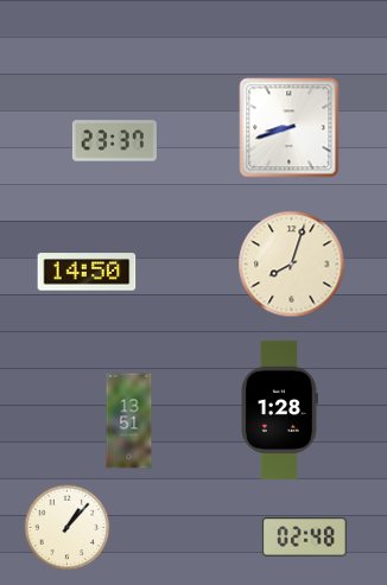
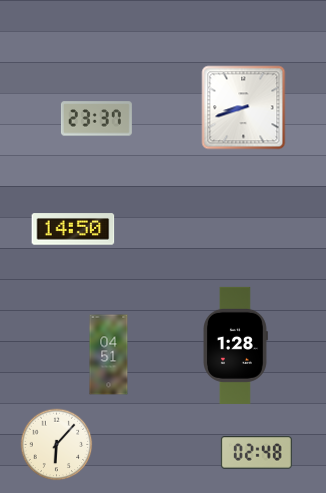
clock at (292, 265): 8:03 -> none
clock at (129, 421): 13:51 -> 04:51
clock at (68, 528): 1:07 -> 6:07
